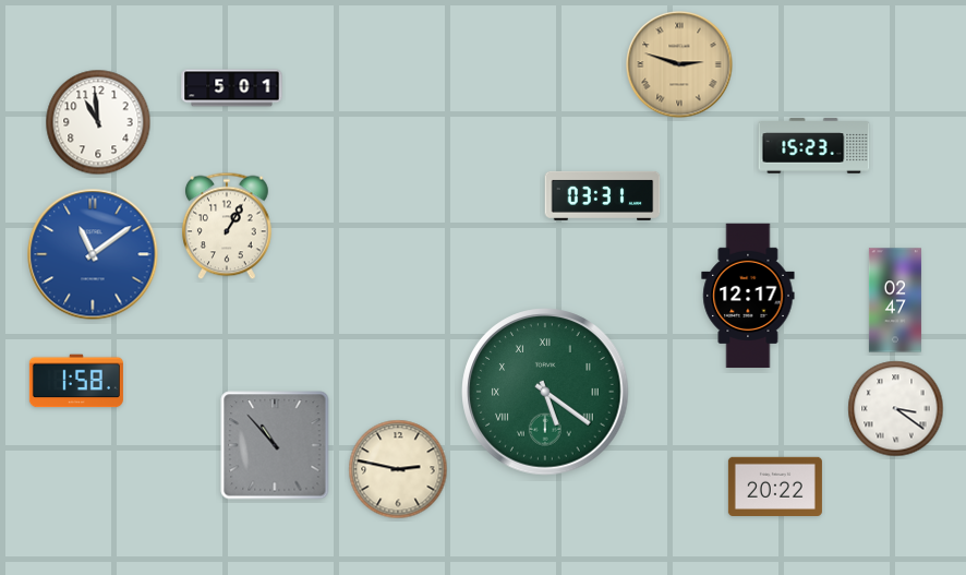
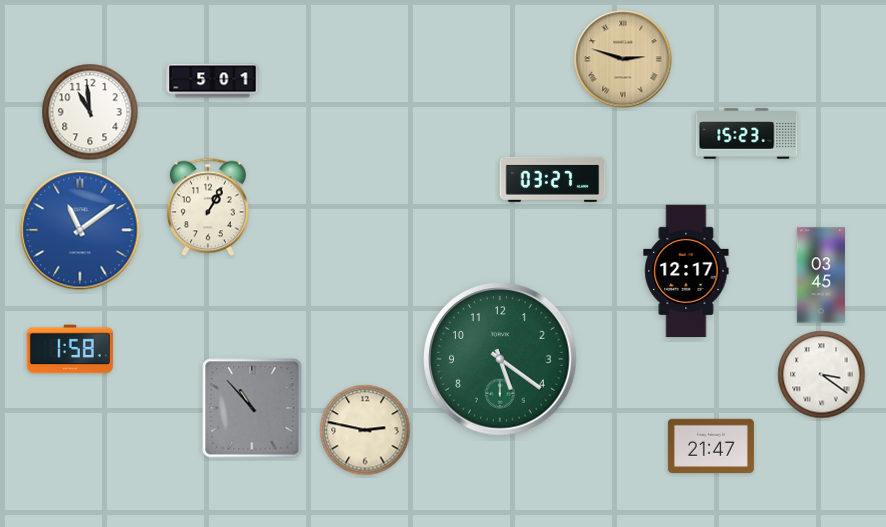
clock at (603, 195): 03:31 -> 03:27
clock at (93, 254) position: (93, 254) -> (80, 230)
clock at (895, 300): 02:47 -> 03:45
clock at (545, 392) numerals: Roman -> Arabic
clock at (775, 486): 20:22 -> 21:47
